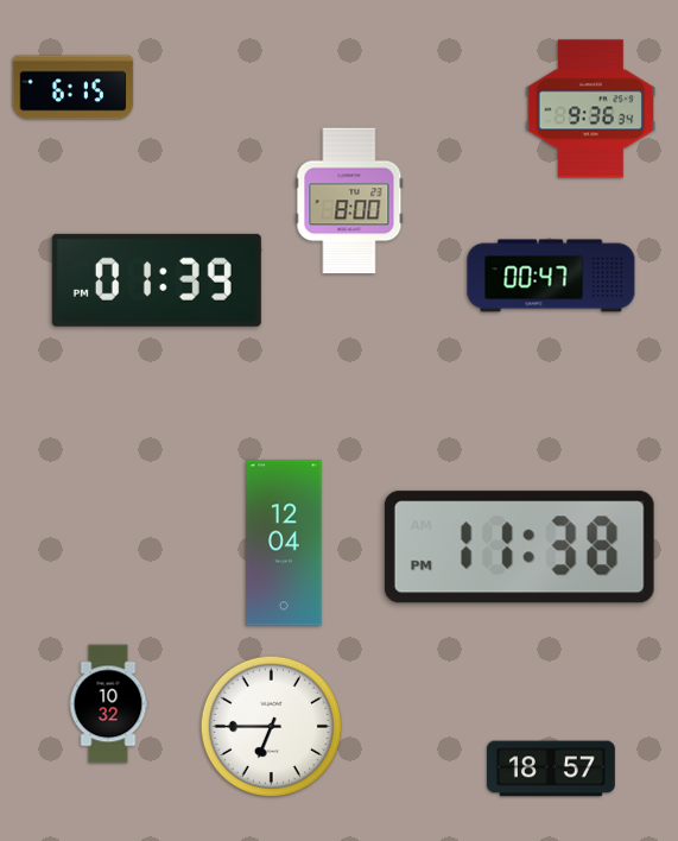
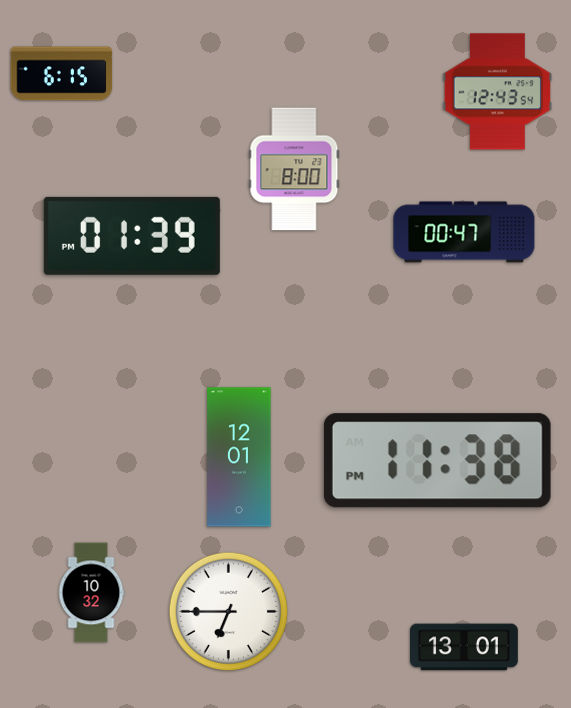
clock at (591, 109): 9:36 -> 12:43
clock at (284, 543): 12:04 -> 12:01
clock at (552, 769): 18:57 -> 13:01
